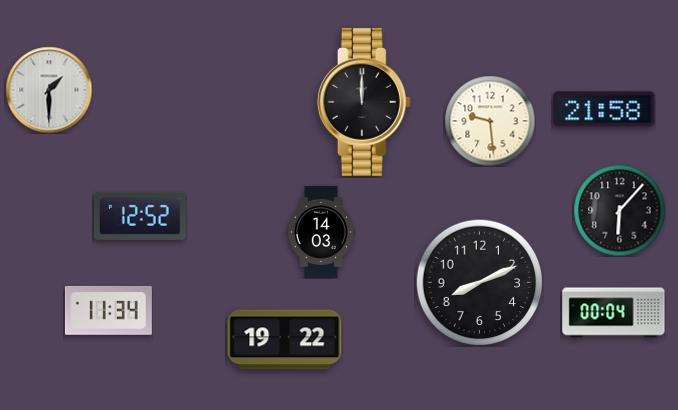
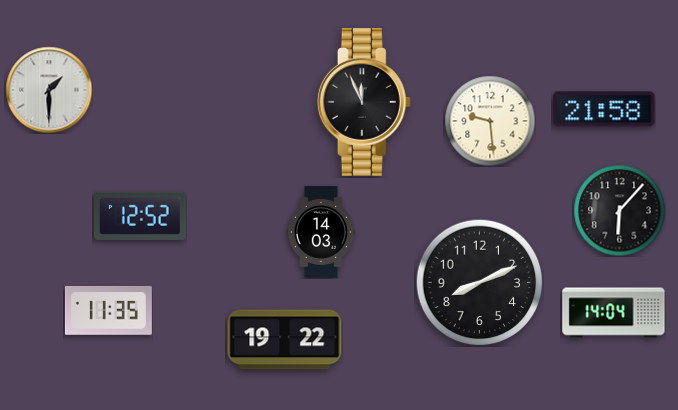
clock at (364, 102): 12:00 -> 11:56
clock at (108, 311): 11:34 -> 11:35
clock at (614, 313): 00:04 -> 14:04
